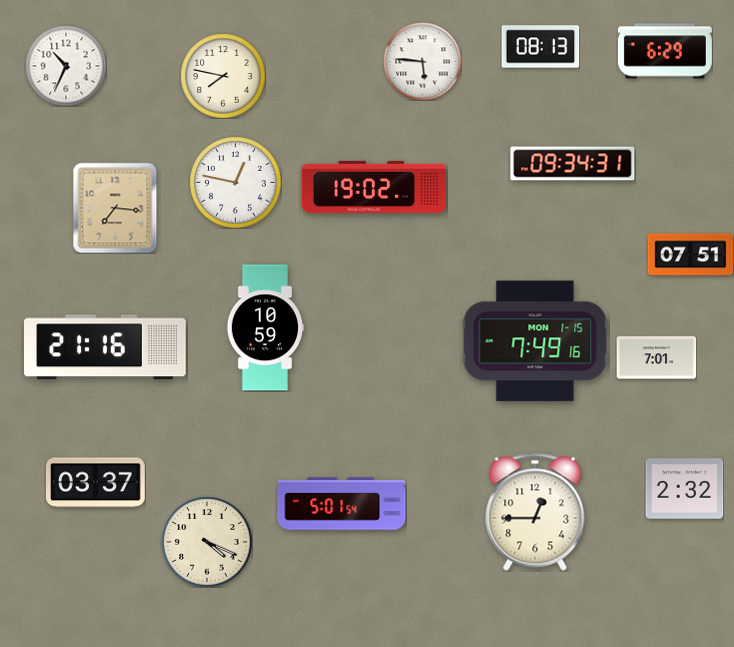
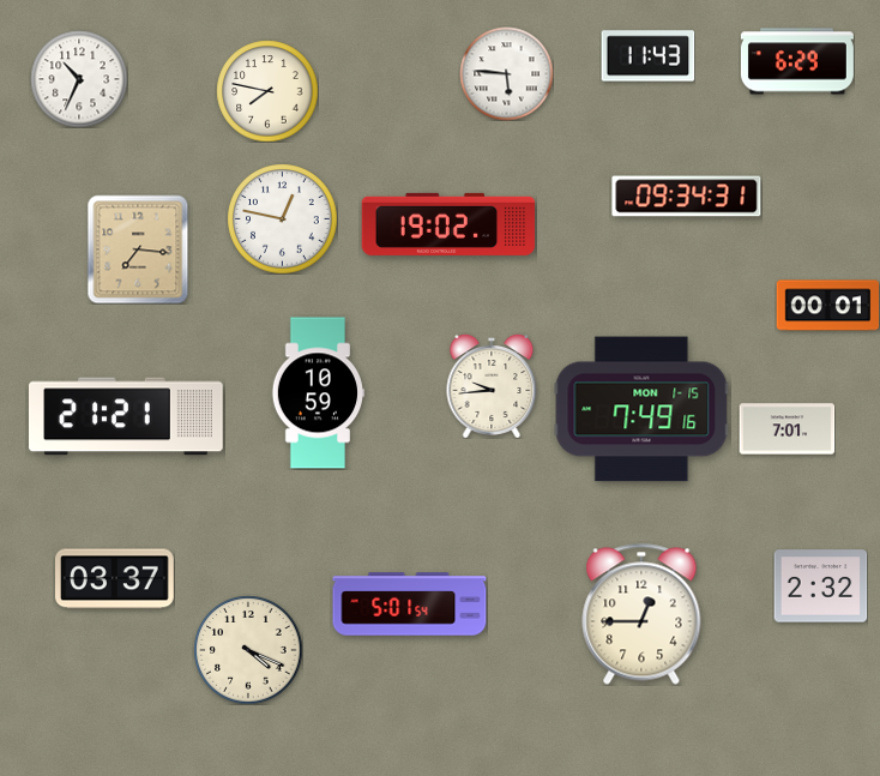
clock at (540, 47): 08:13 -> 11:43
clock at (690, 255): 07:51 -> 00:01
clock at (492, 386): none -> 9:44
clock at (106, 347): 21:16 -> 21:21
